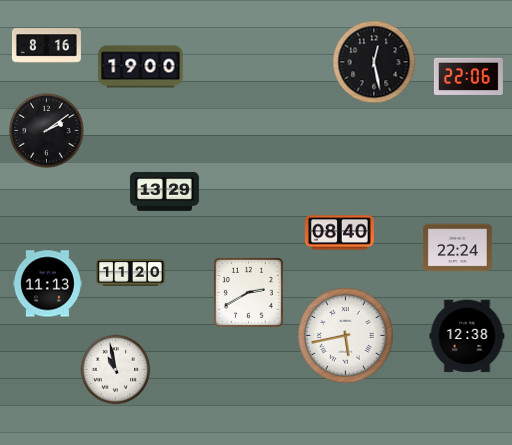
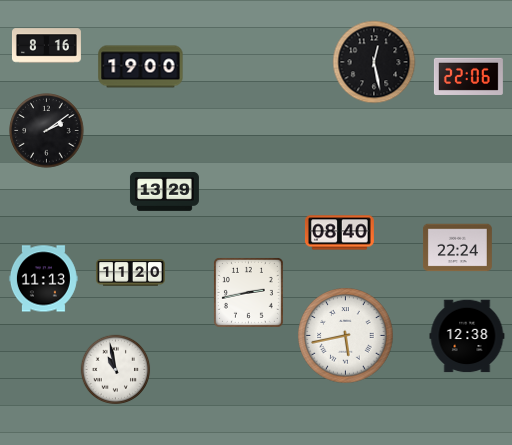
clock at (47, 284) position: (47, 284) -> (43, 279)
clock at (248, 292): 2:40 -> 2:43
